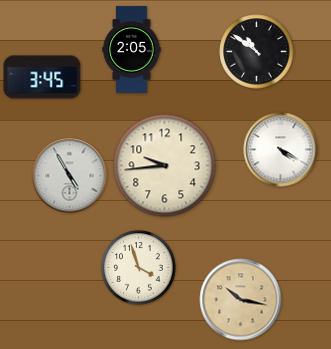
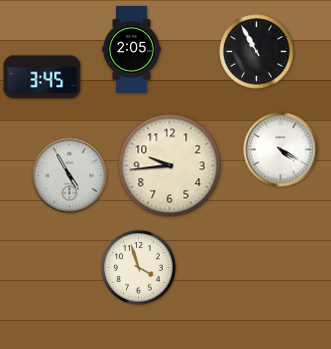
clock at (257, 52): 10:51 -> 10:55
clock at (165, 166) position: (165, 166) -> (170, 166)
clock at (241, 300): 10:17 -> none
